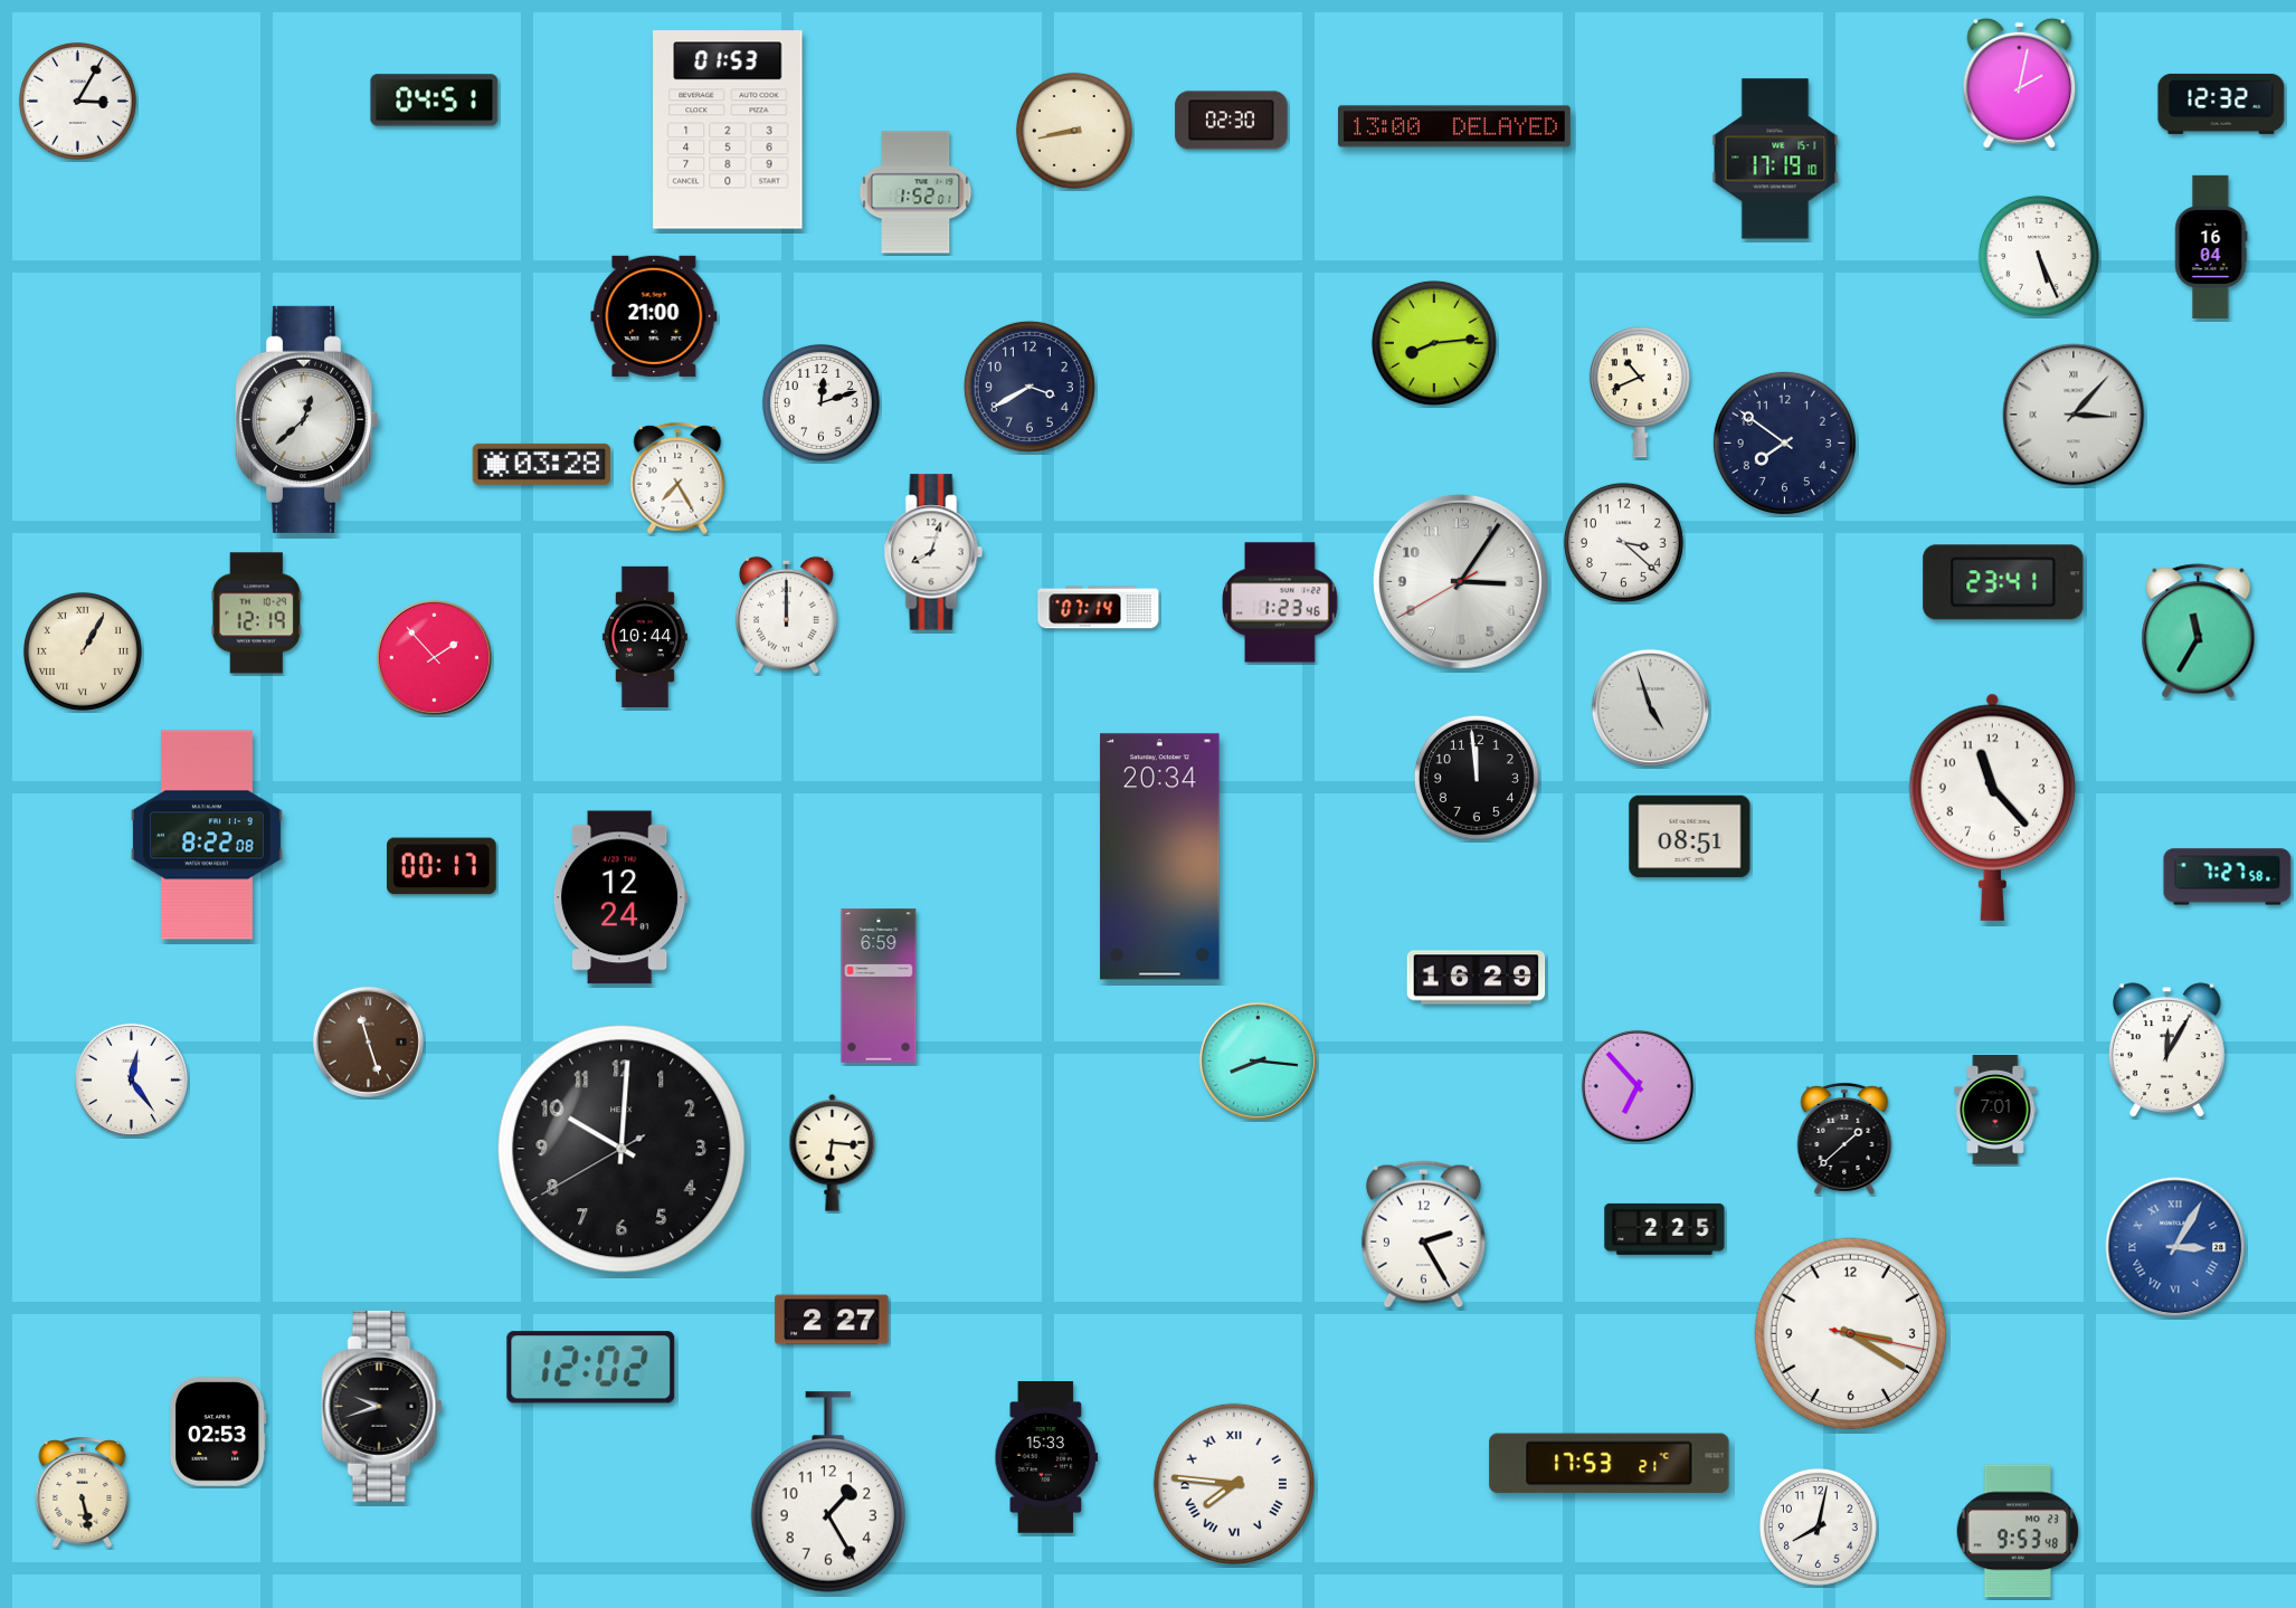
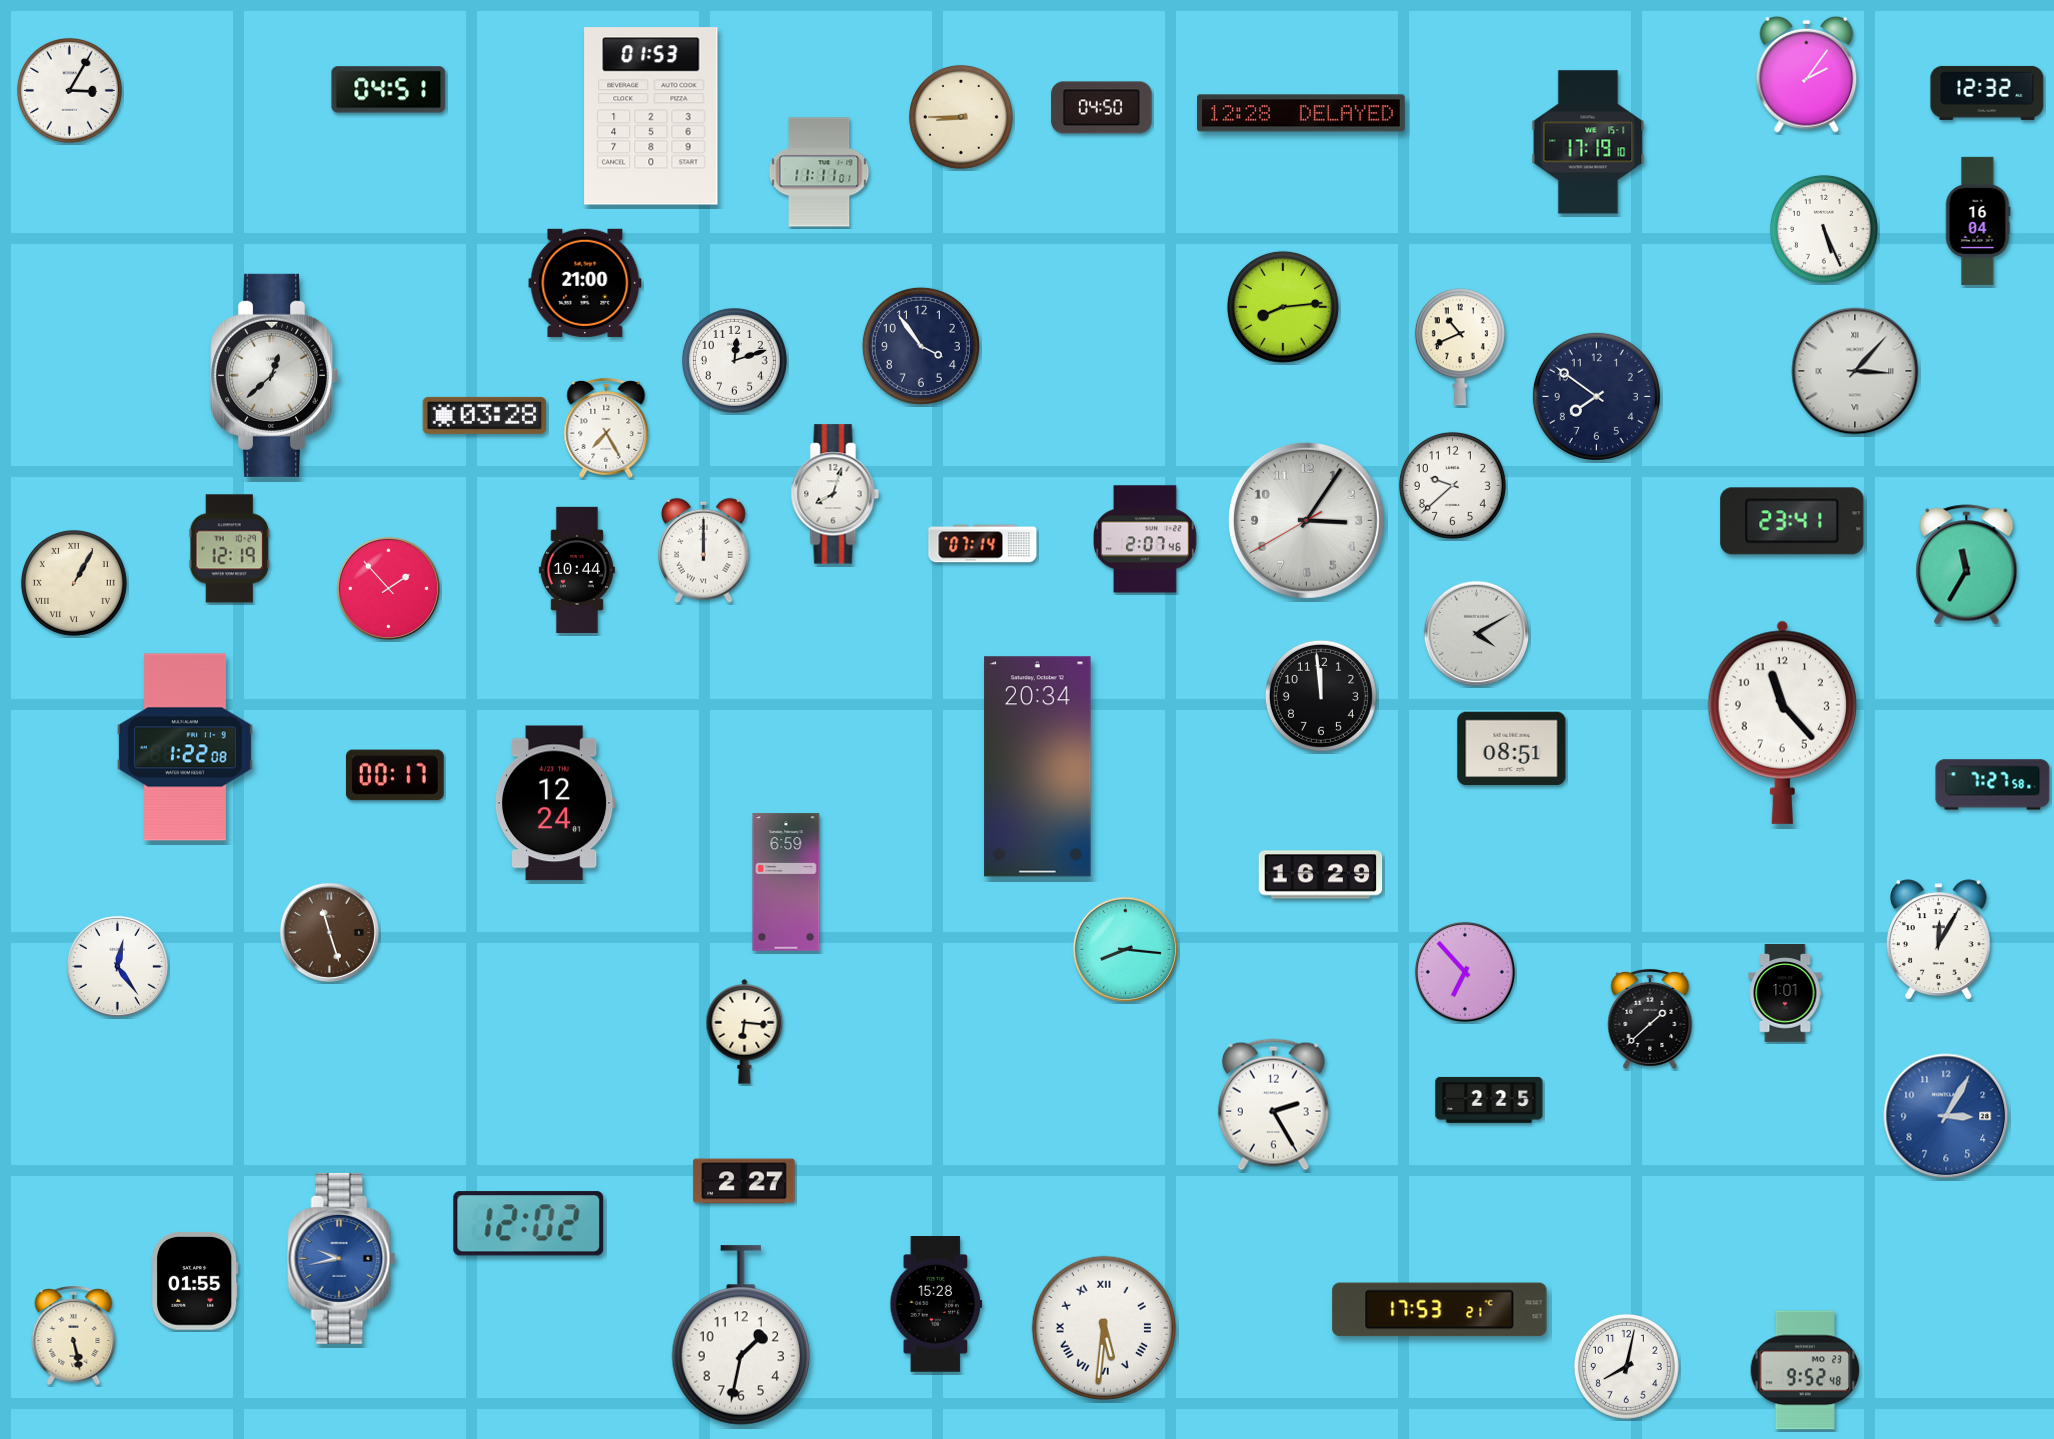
clock at (2020, 83): 2:02 -> 2:06
clock at (1232, 121): 02:30 -> 04:50
clock at (1455, 126): 13:00 -> 12:28
clock at (1074, 131): 8:43 -> 8:45
clock at (915, 192): 1:52 -> 11:11
clock at (1030, 387): 3:40 -> 3:54
clock at (1640, 392) position: (1640, 392) -> (1460, 347)
clock at (1623, 542): 3:22 -> 9:38
clock at (1281, 602): 1:23 -> 2:07
clock at (1650, 707): 4:57 -> 4:10
clock at (207, 835): 8:22 -> 1:22
clock at (1995, 1110): 7:01 -> 1:01
clock at (622, 1149): 10:00 -> none
clock at (2175, 1247) numerals: Roman -> Arabic
clock at (1851, 1334): 3:20 -> none
clock at (382, 1406): 9:42 -> 9:43
clock at (382, 1406) dial: black -> blue
clock at (218, 1433): 02:53 -> 01:55
clock at (1046, 1457): 15:33 -> 15:28
clock at (1234, 1484): 7:46 -> 5:31
clock at (827, 1492): 1:25 -> 1:32
clock at (2018, 1531): 9:53 -> 9:52
